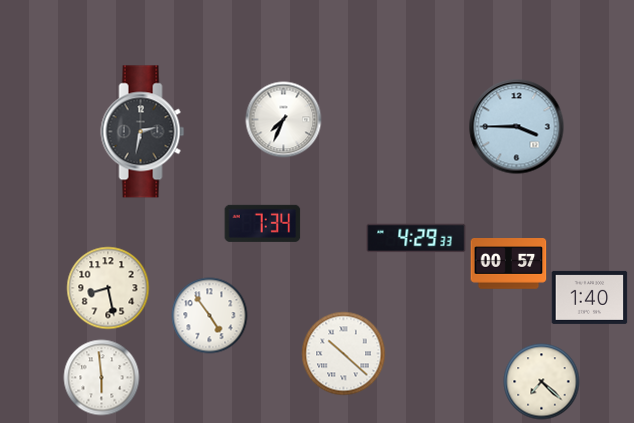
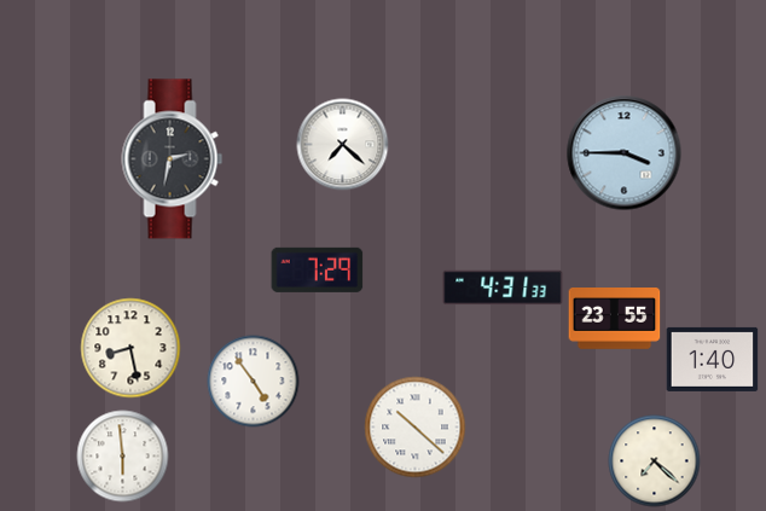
clock at (284, 120): 7:34 -> 7:22
clock at (263, 223): 7:34 -> 7:29
clock at (416, 238): 4:29 -> 4:31
clock at (509, 264): 00:57 -> 23:55
